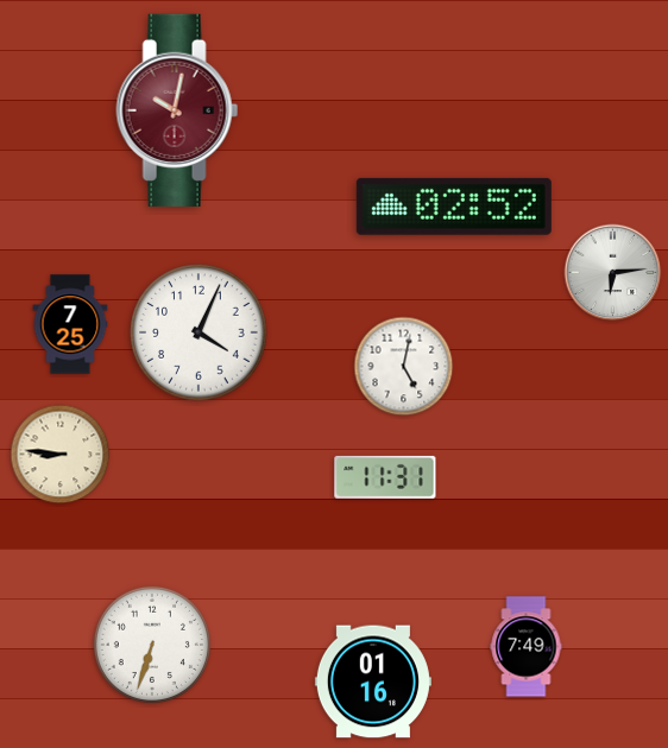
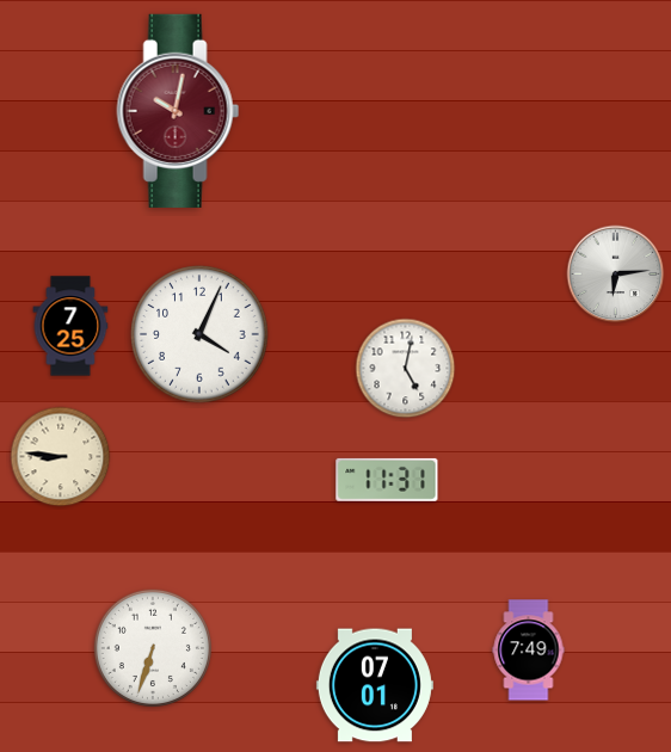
clock at (454, 207): 02:52 -> none
clock at (373, 682): 01:16 -> 07:01
